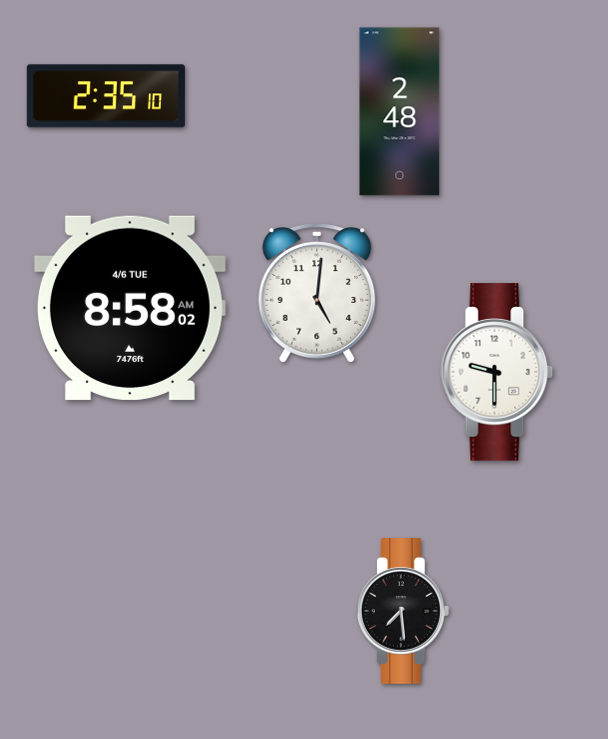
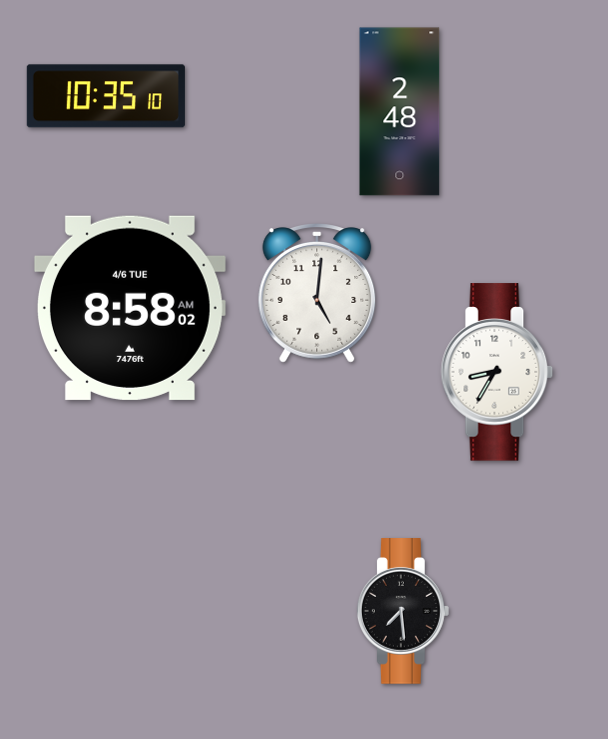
clock at (106, 96): 2:35 -> 10:35
clock at (497, 372): 9:30 -> 8:35
